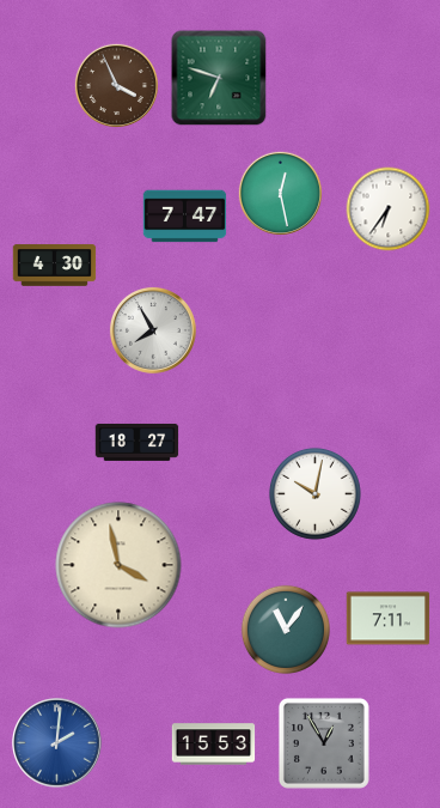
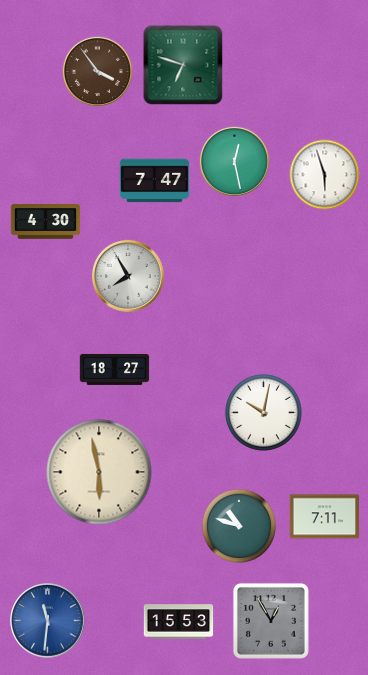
clock at (116, 85): 3:56 -> 3:54
clock at (389, 209): 6:36 -> 5:57
clock at (118, 565): 3:58 -> 5:58
clock at (285, 628): 11:06 -> 10:48
clock at (57, 743): 2:01 -> 11:31
